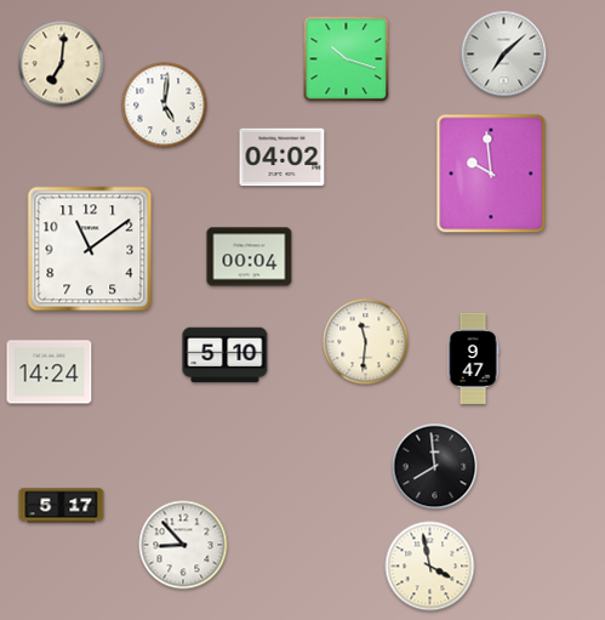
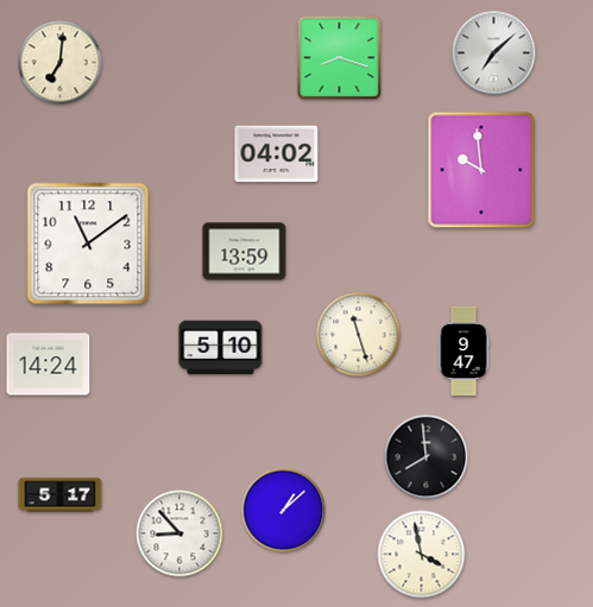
clock at (347, 59): 10:18 -> 8:18
clock at (165, 106): 5:01 -> none
clock at (250, 257): 00:04 -> 13:59
clock at (366, 342): 11:31 -> 11:27
clock at (284, 511): none -> 1:08
